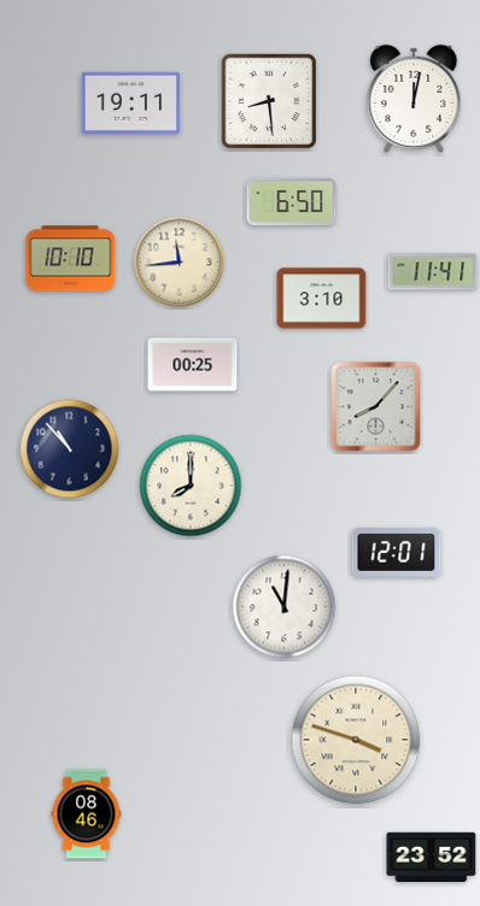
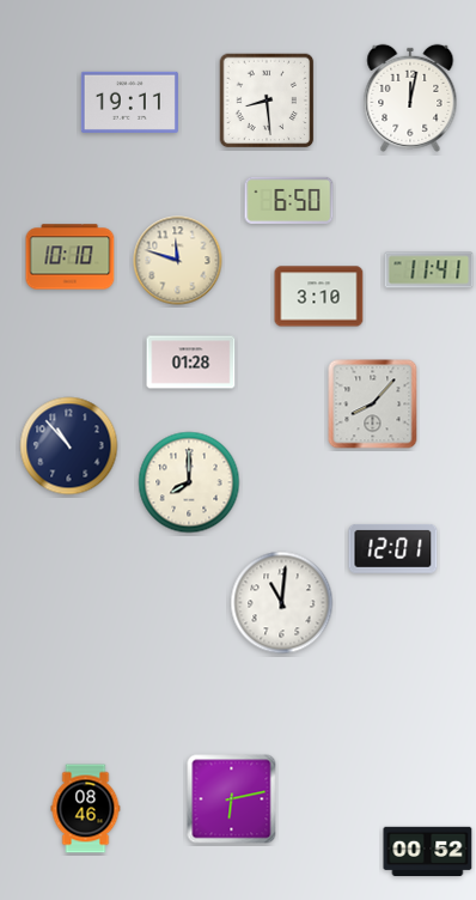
clock at (180, 263): 11:44 -> 11:48
clock at (193, 365): 00:25 -> 01:28
clock at (356, 740): 3:48 -> none
clock at (232, 799): none -> 6:13
clock at (432, 857): 23:52 -> 00:52
